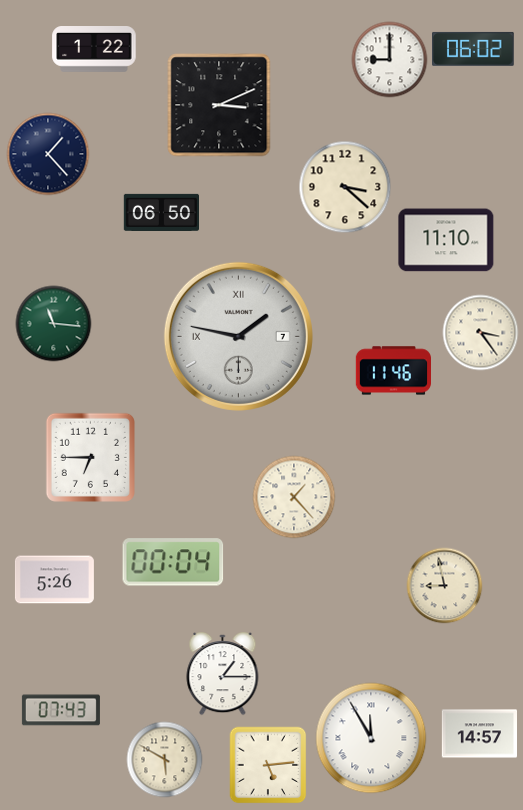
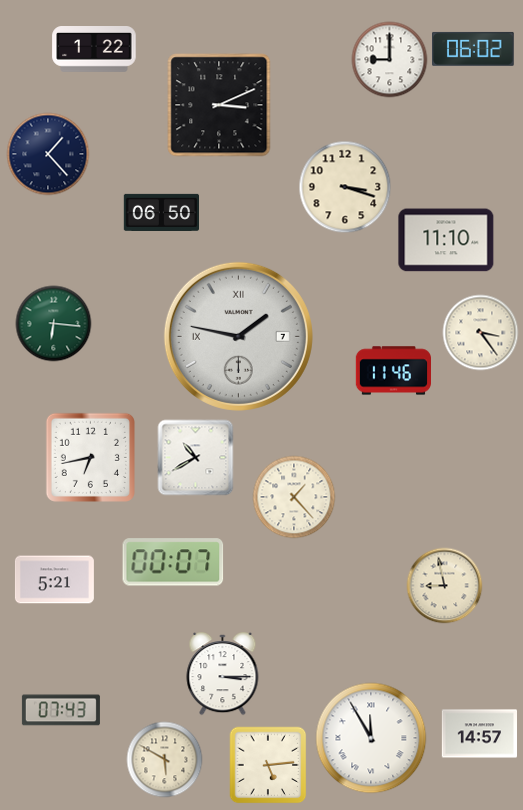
clock at (345, 187): 3:22 -> 3:18
clock at (54, 324): 11:16 -> 6:16
clock at (90, 457): 6:45 -> 6:43
clock at (196, 458): none -> 10:40
clock at (173, 562): 00:04 -> 00:07
clock at (54, 580): 5:26 -> 5:21
clock at (223, 675): 1:15 -> 3:15
